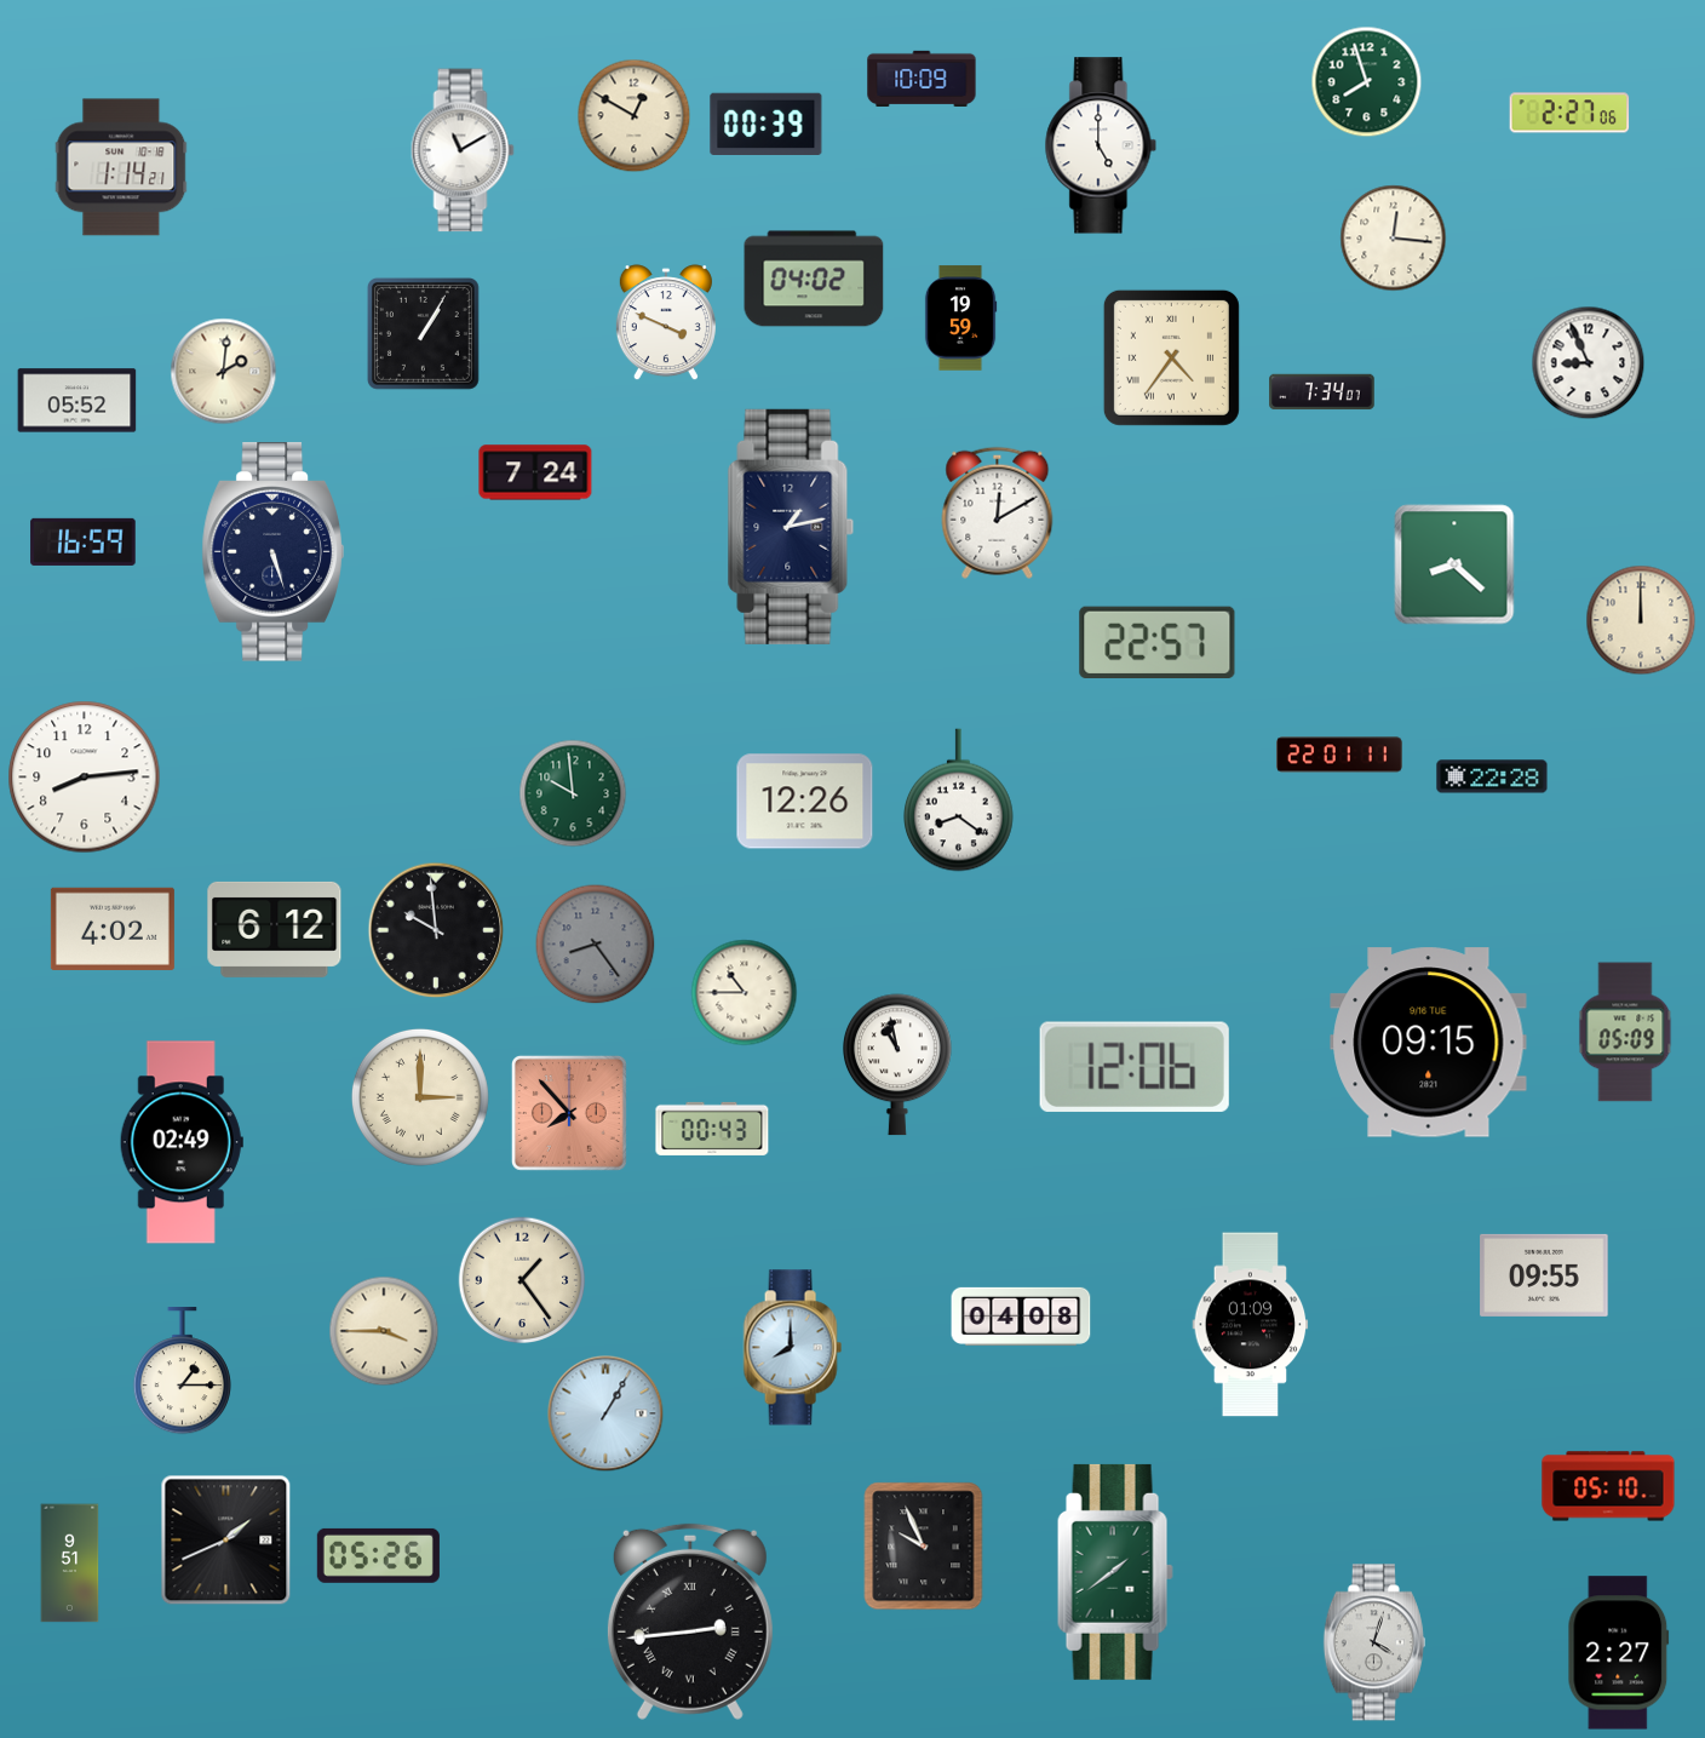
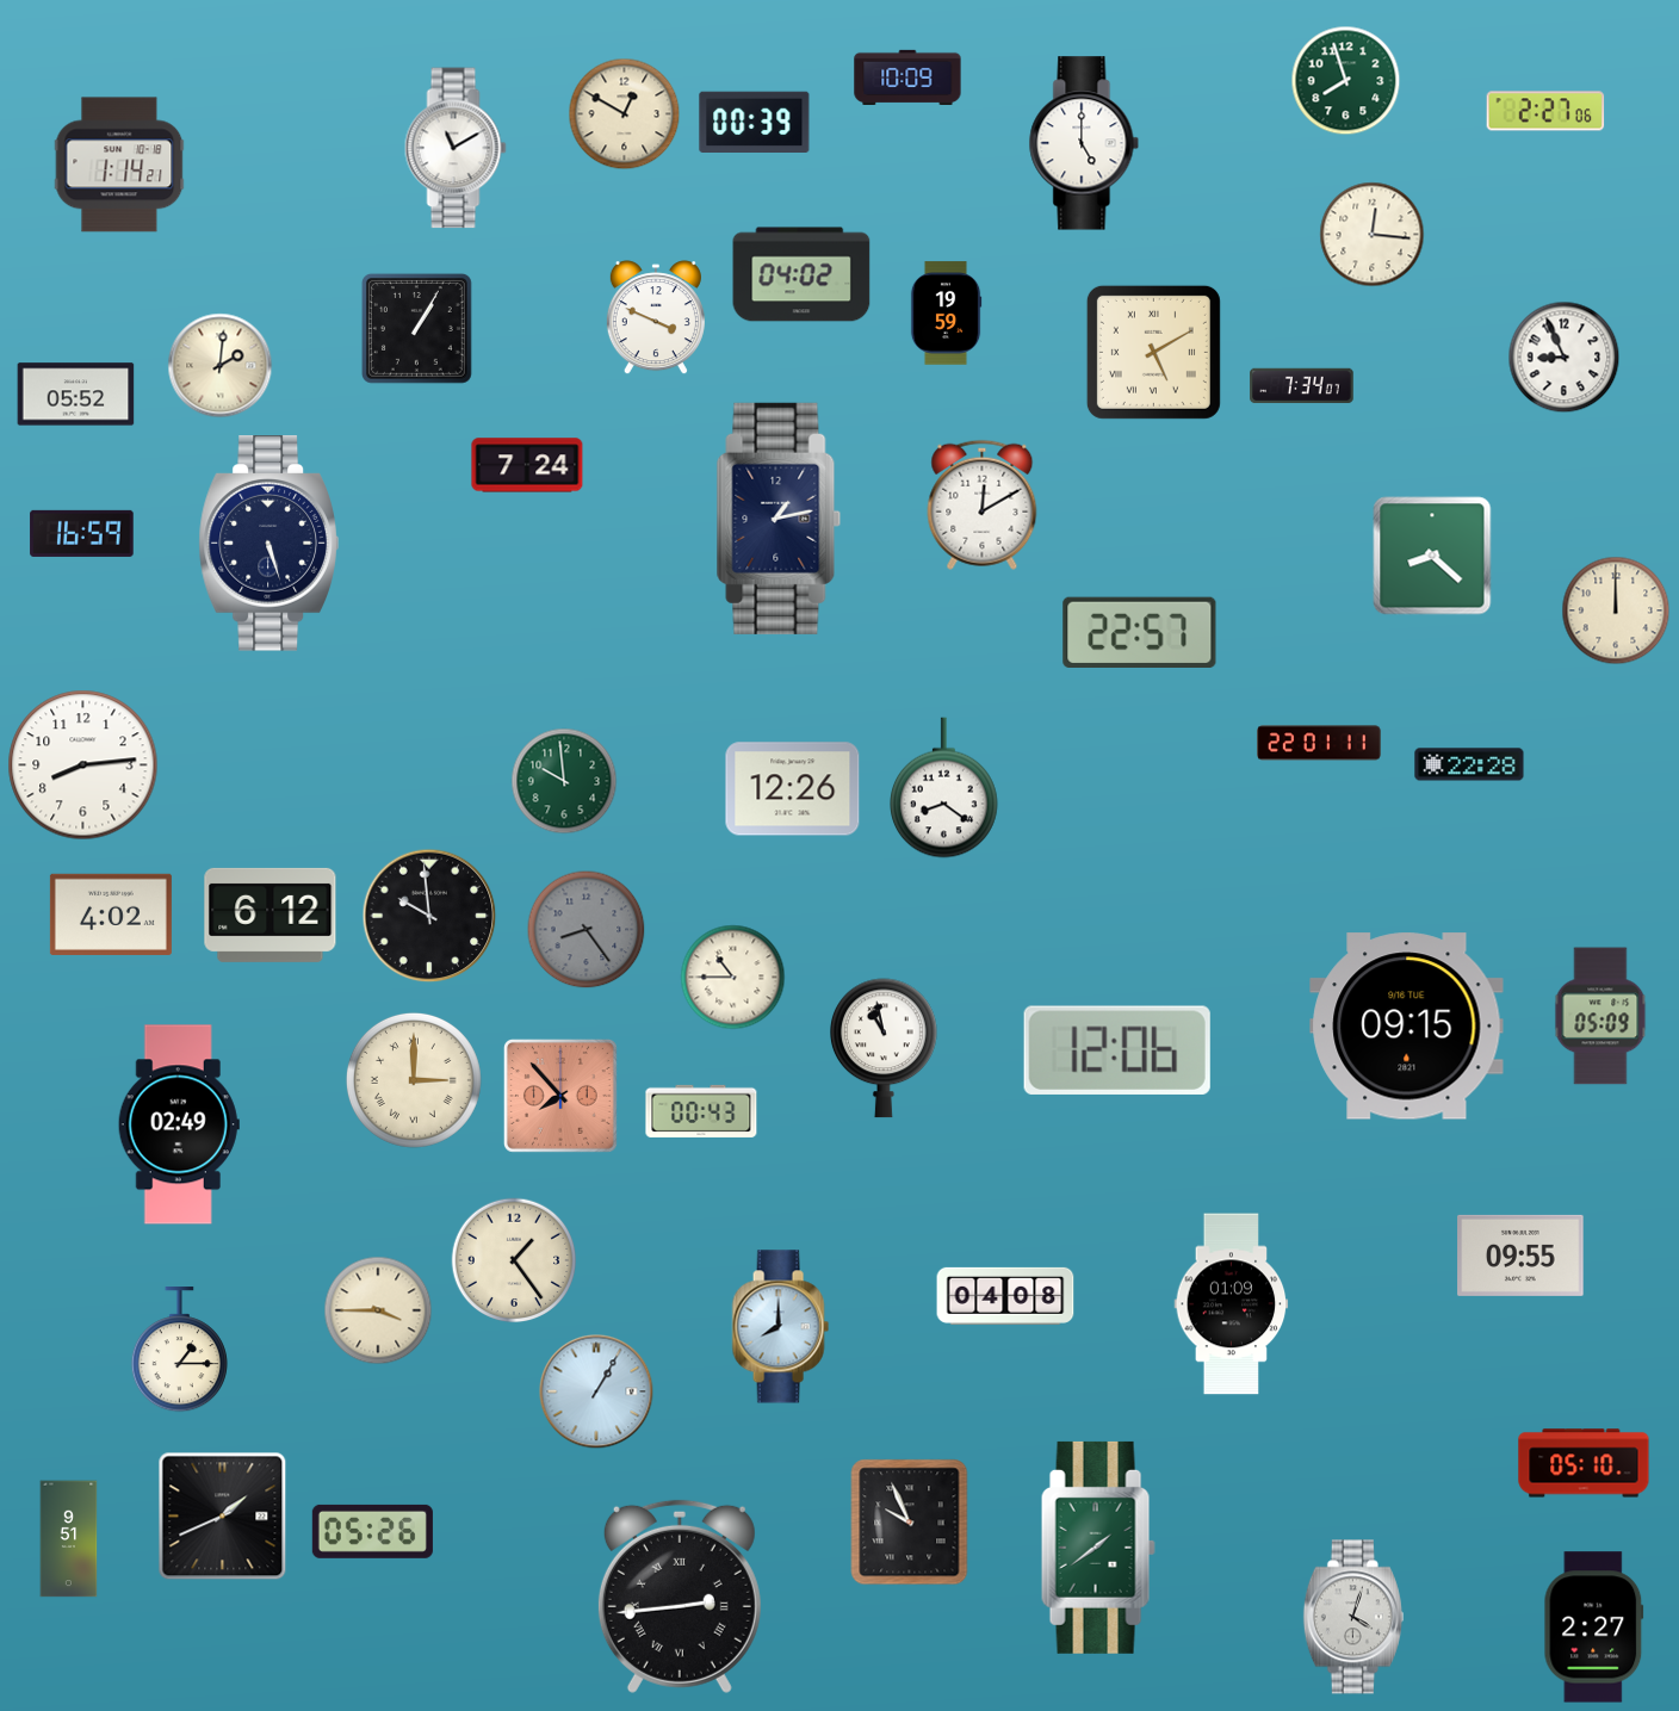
clock at (1171, 357): 4:36 -> 5:10
